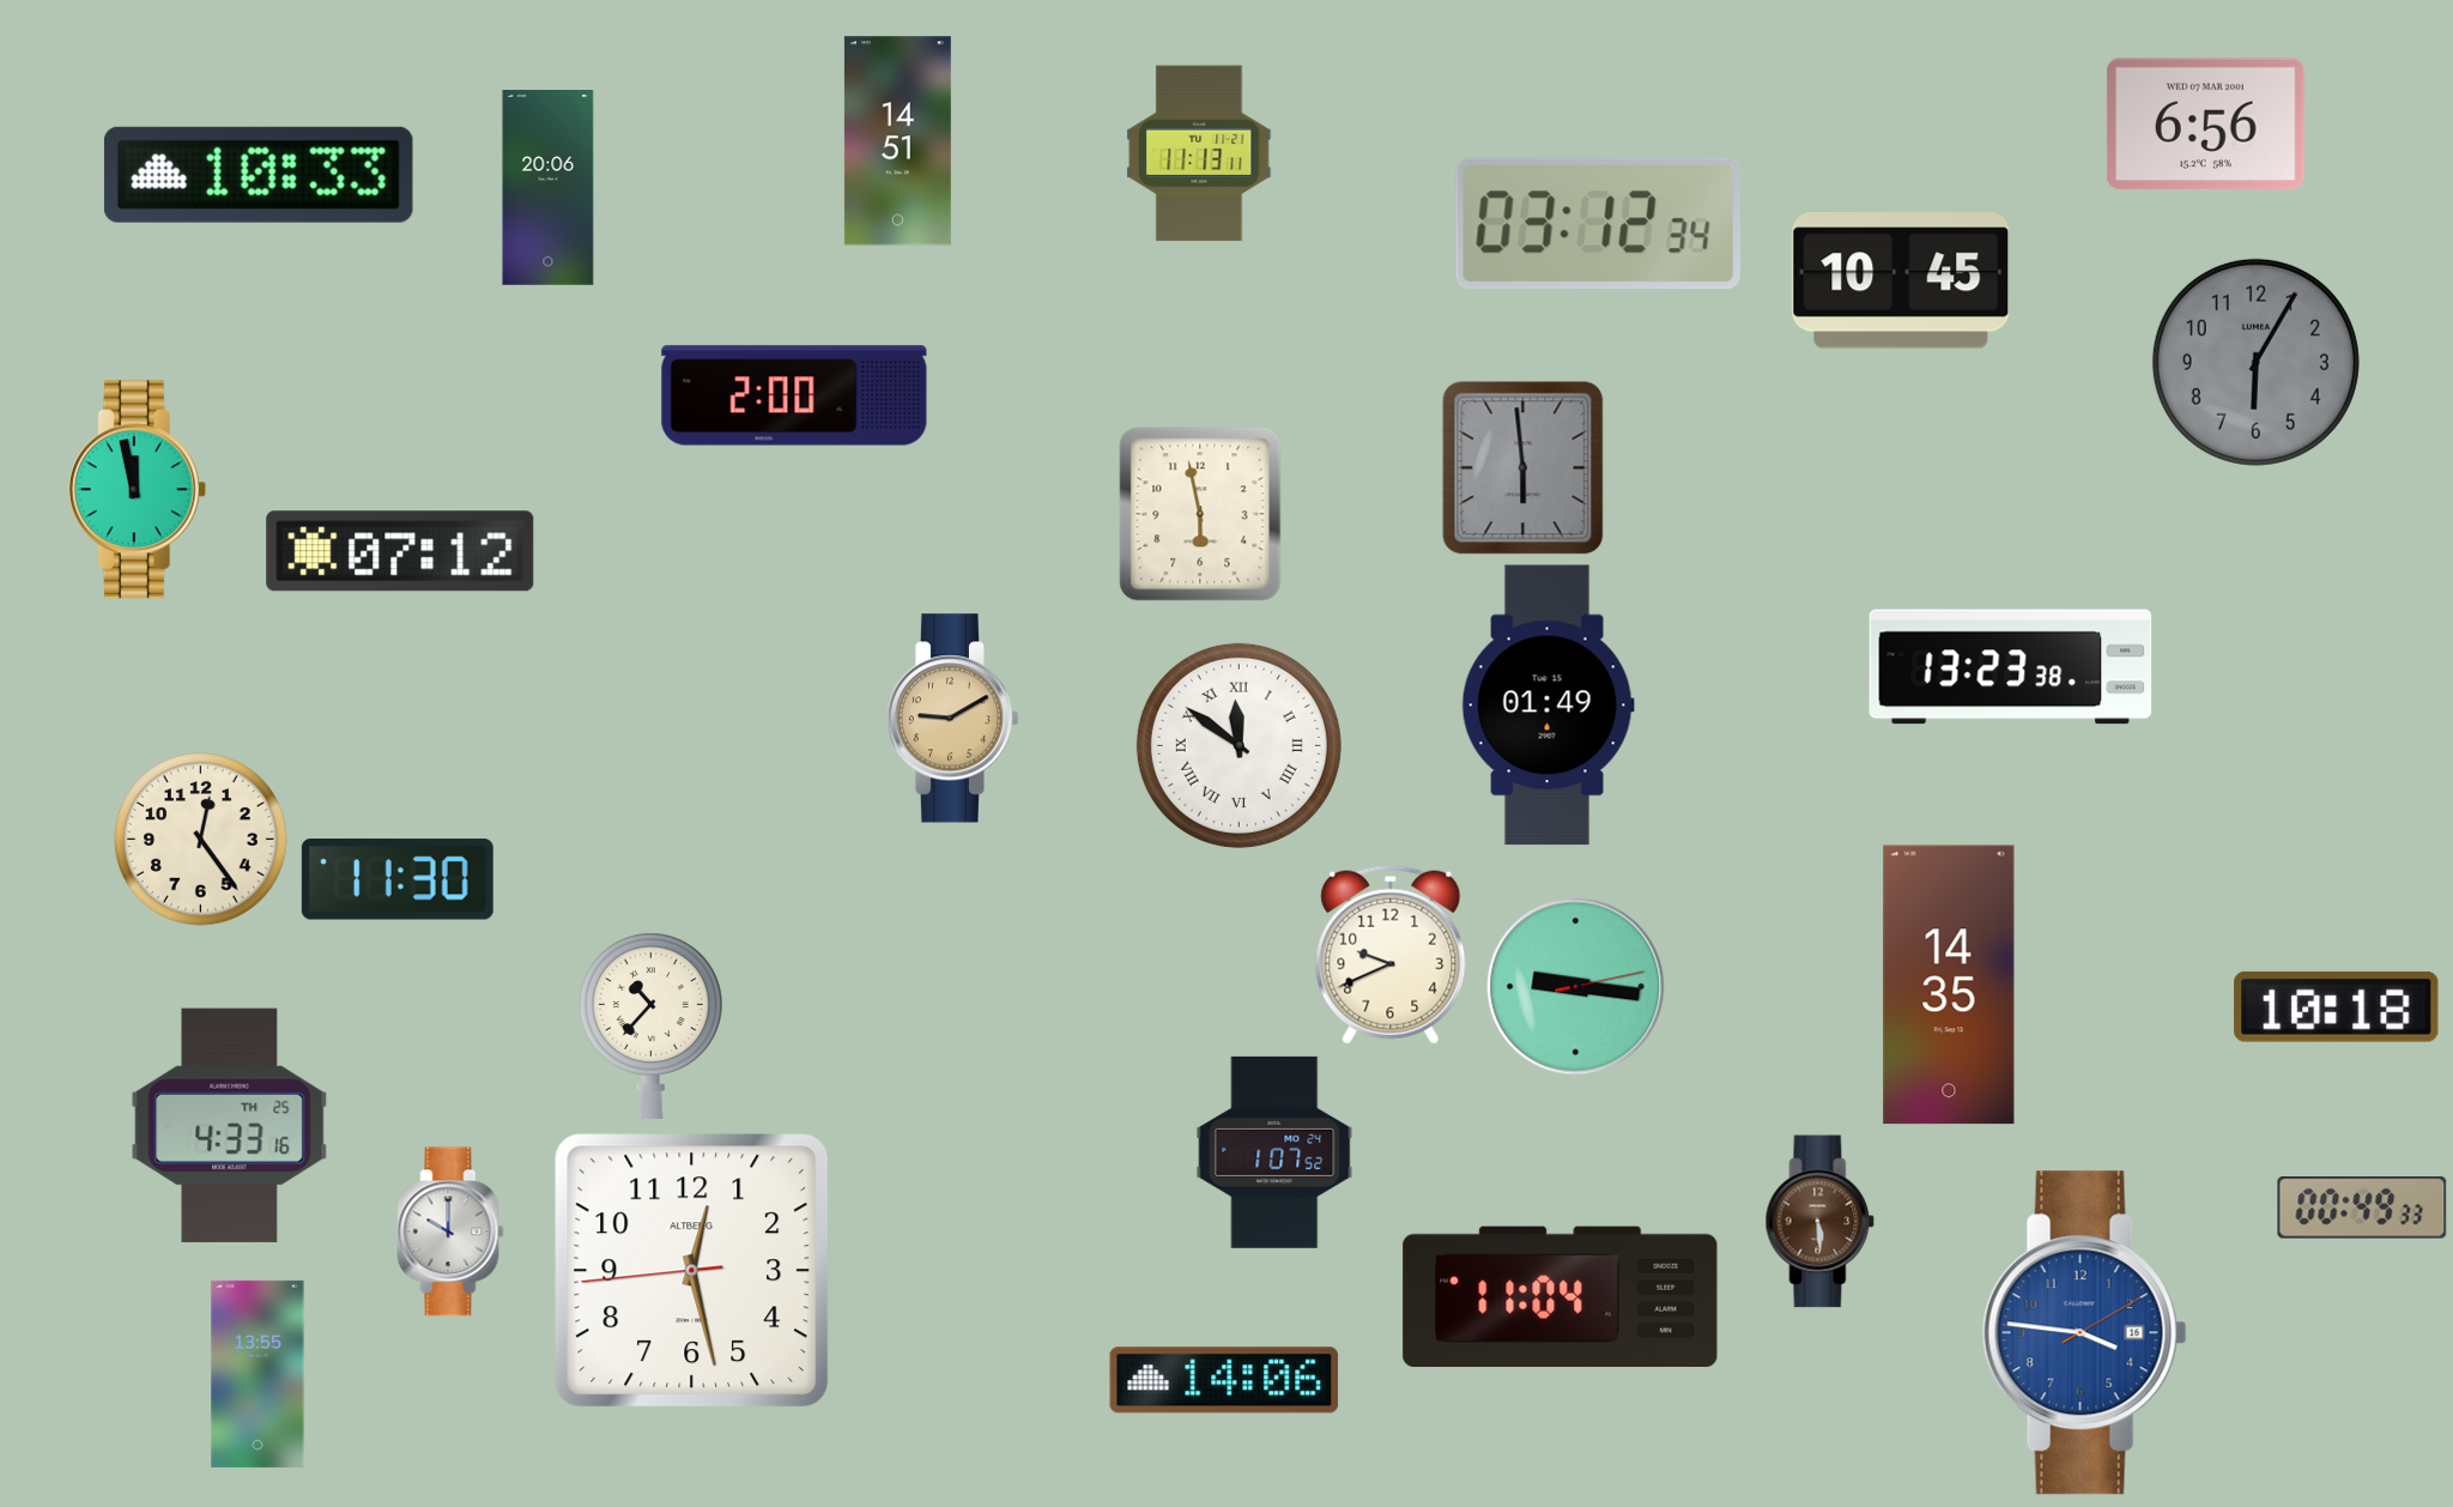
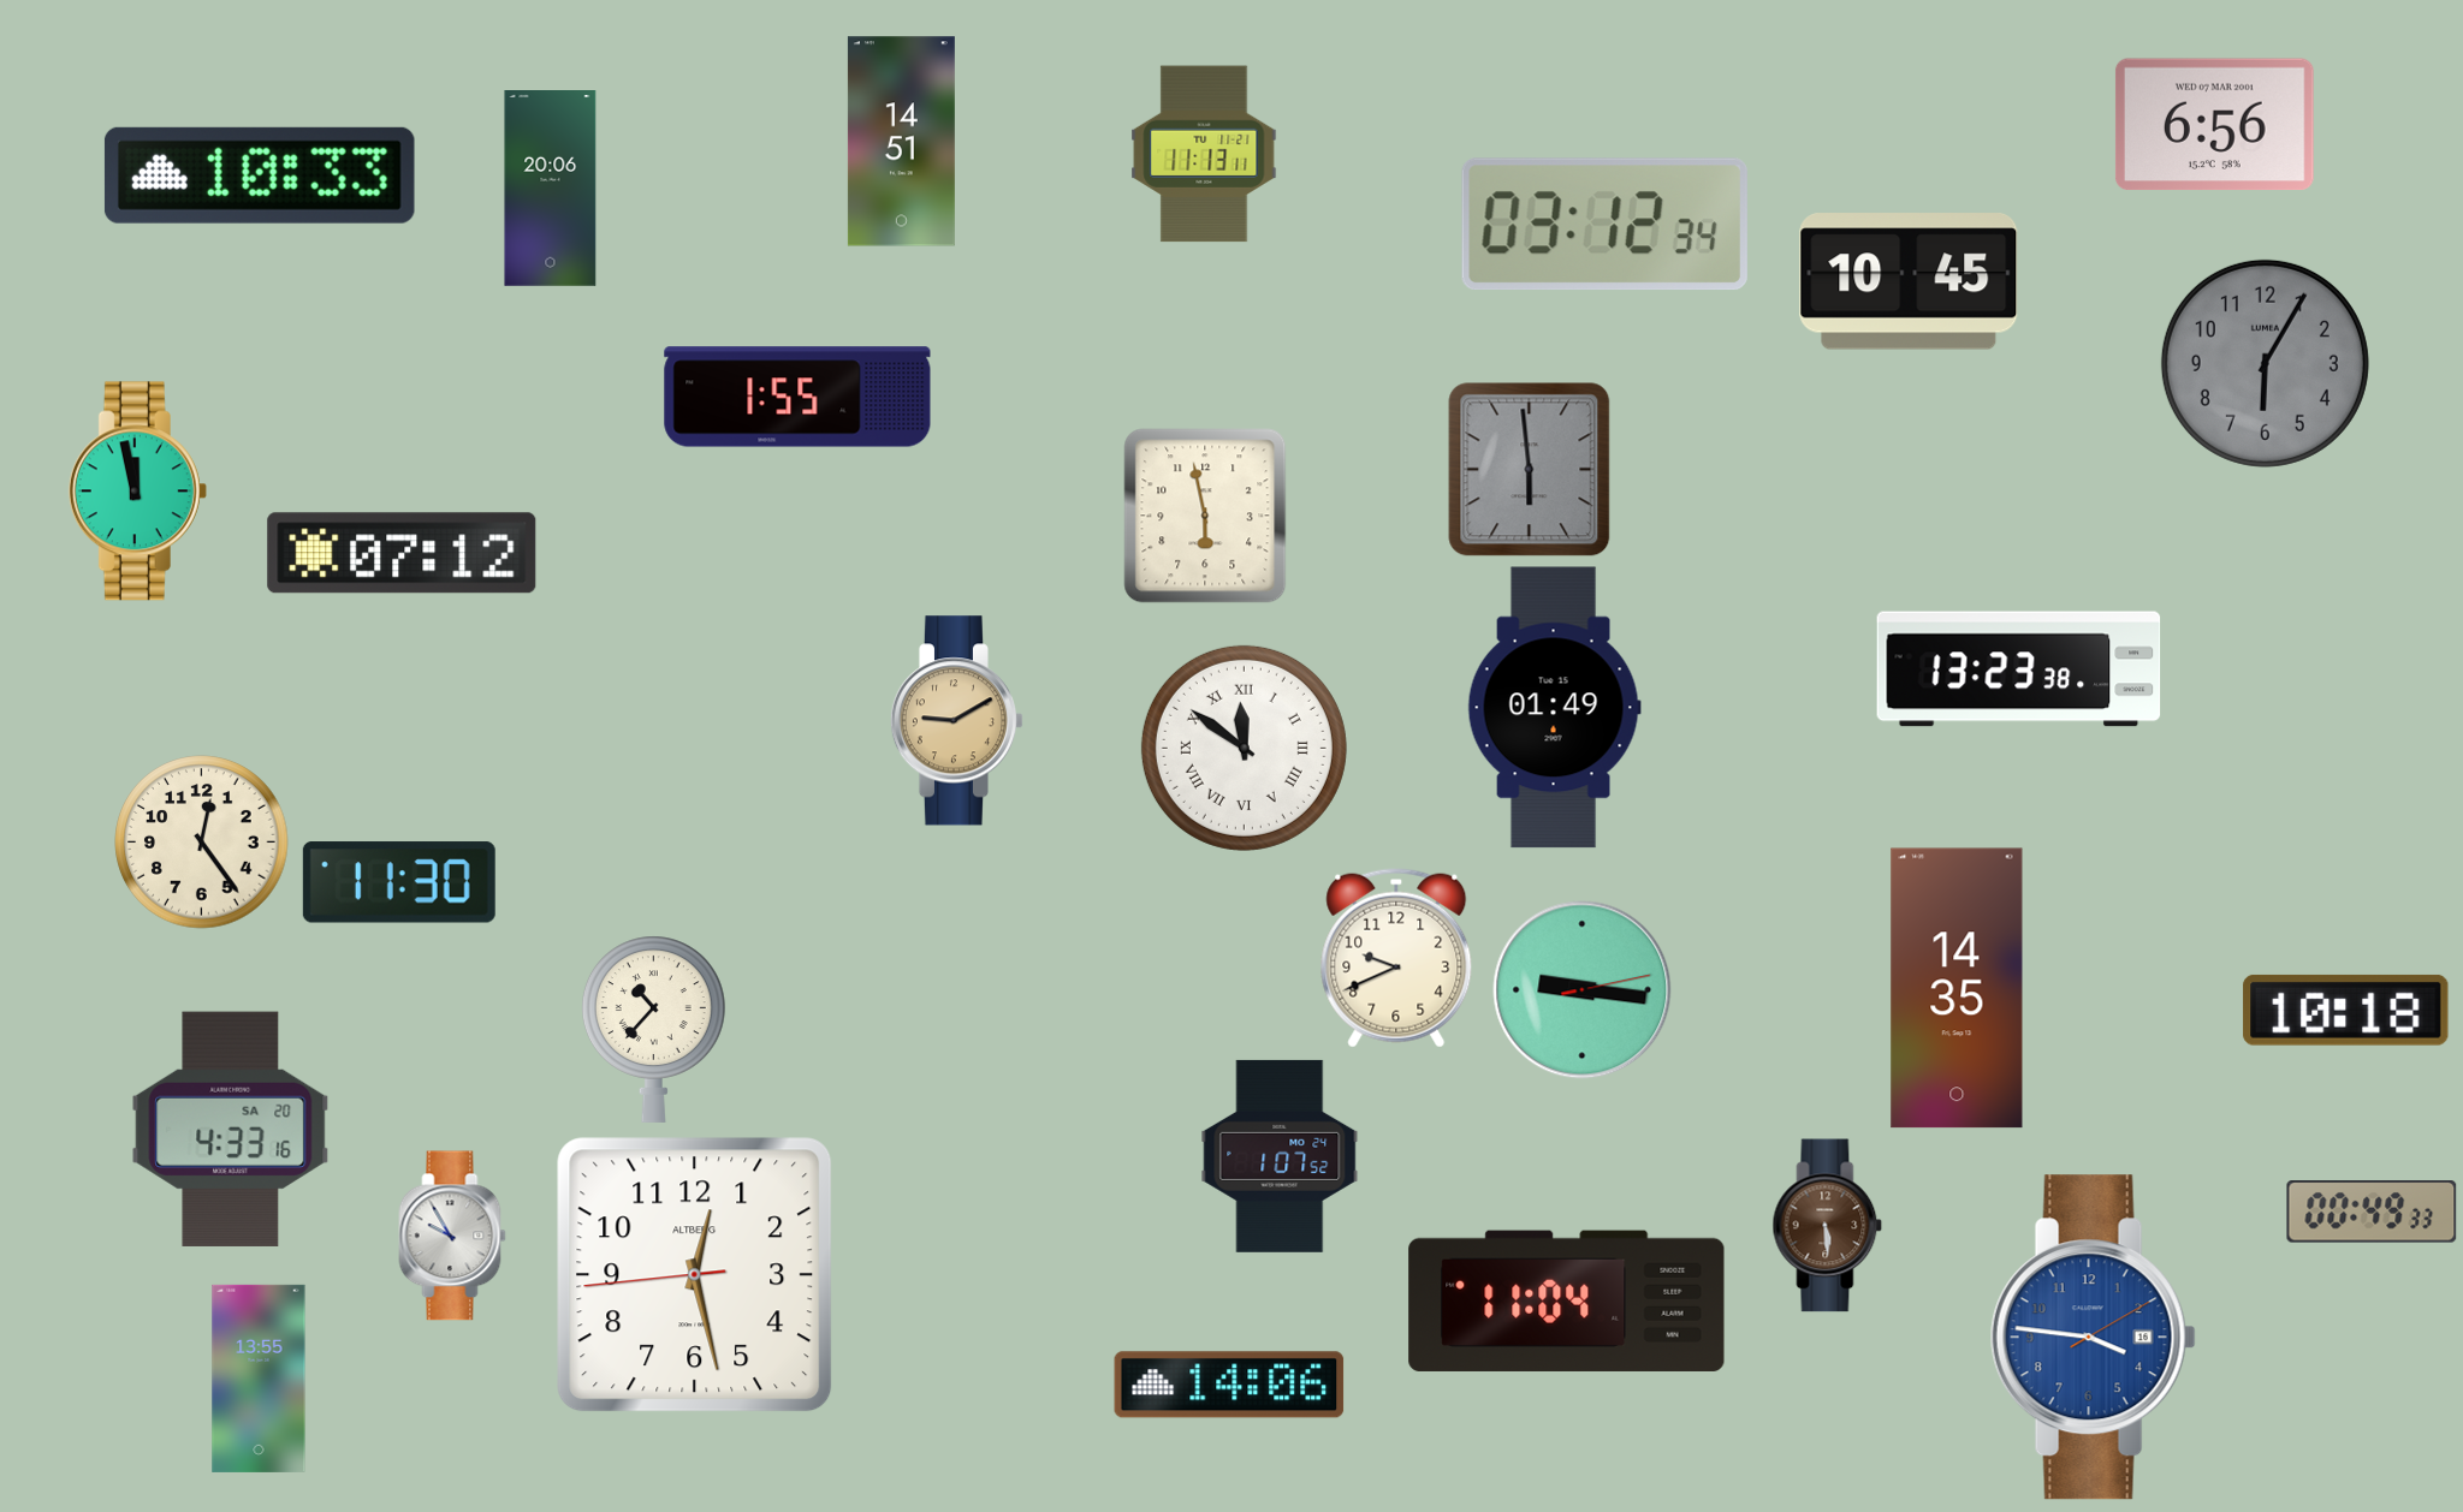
clock at (794, 395): 2:00 -> 1:55
clock at (230, 1125) date: TH 25 -> SA 20
clock at (450, 1231): 10:00 -> 9:55
